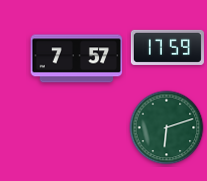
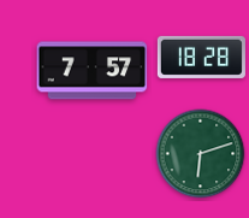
clock at (167, 47): 17:59 -> 18:28
